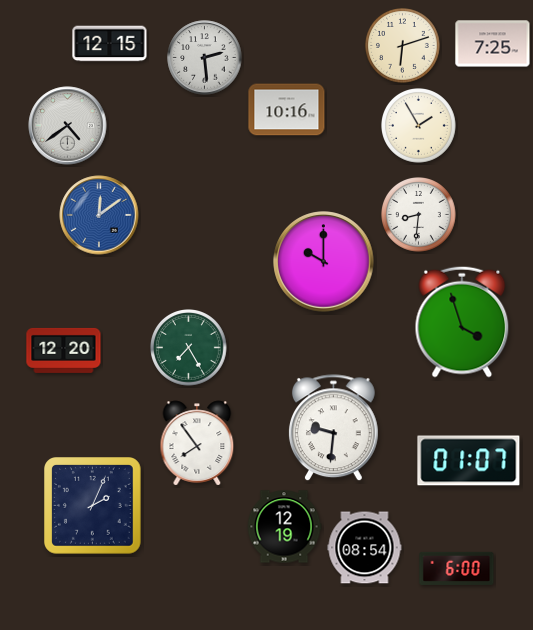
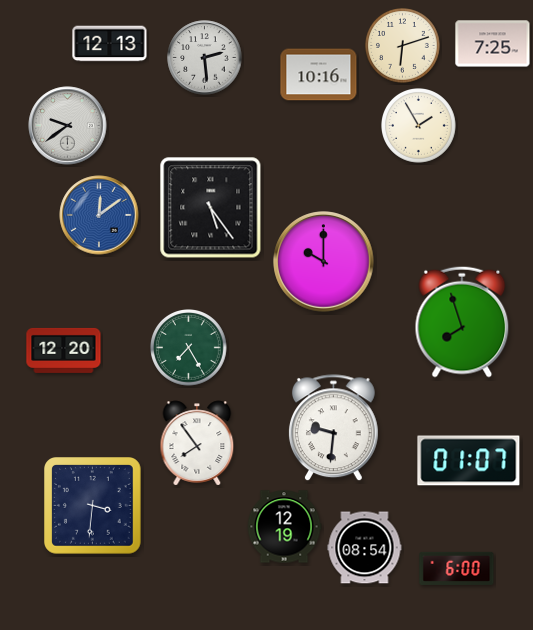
clock at (110, 44): 12:15 -> 12:13
clock at (287, 110) position: (287, 110) -> (319, 75)
clock at (68, 126): 4:39 -> 9:39
clock at (211, 208): none -> 5:24
clock at (419, 215): 8:31 -> none
clock at (462, 322): 3:57 -> 7:57
clock at (93, 506): 2:04 -> 3:31
